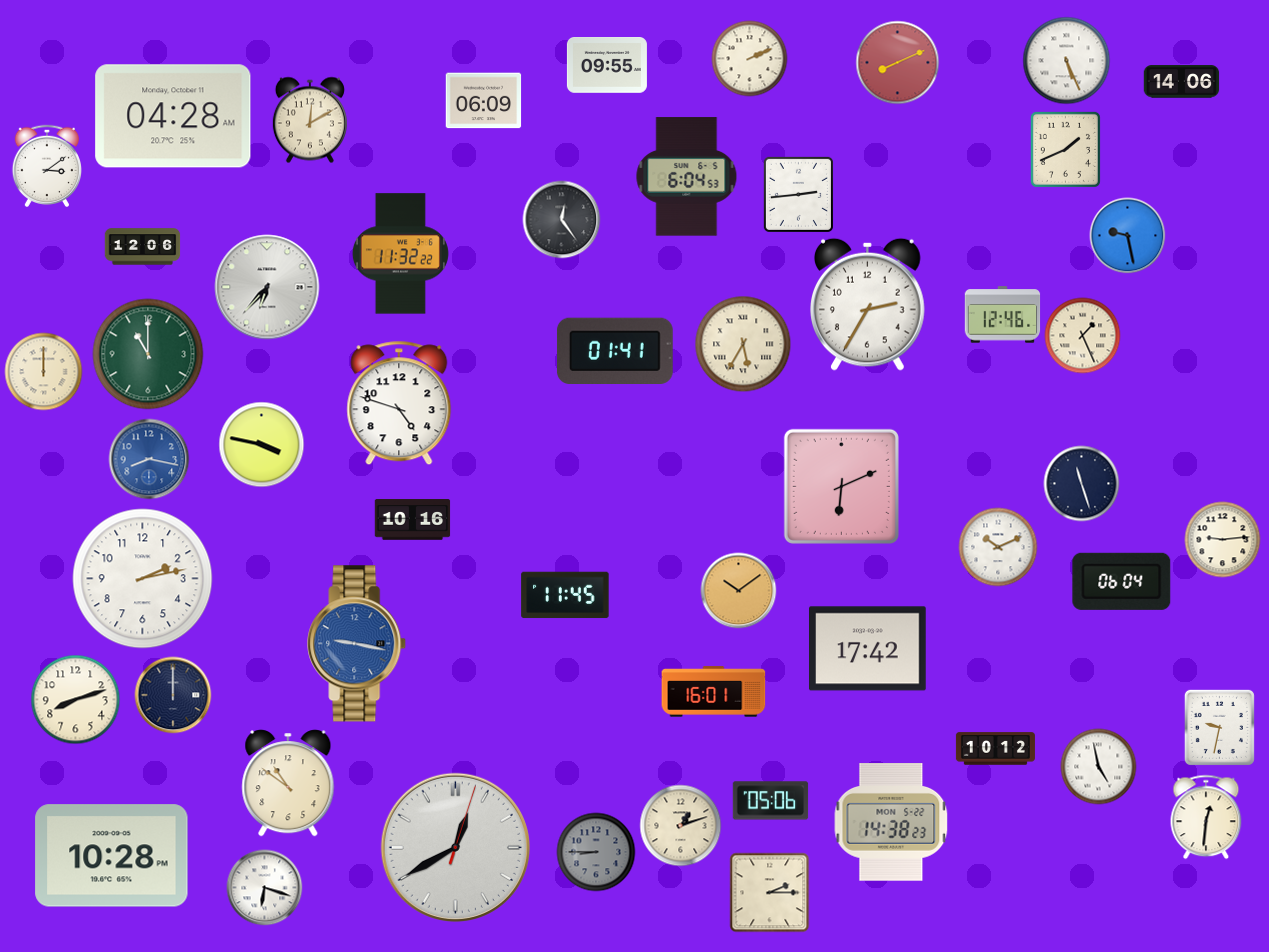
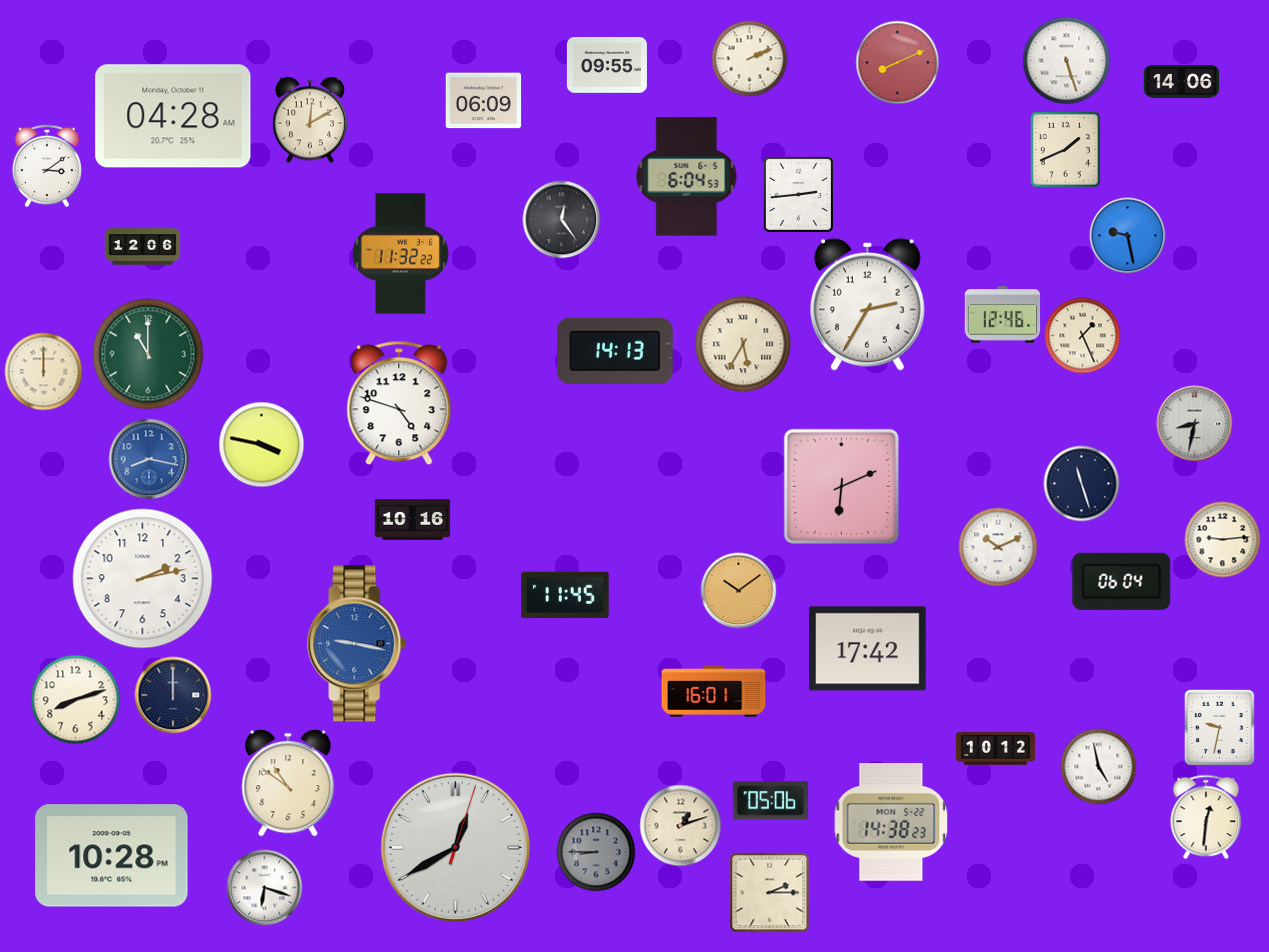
clock at (1067, 61): 5:26 -> 5:27
clock at (267, 287): 6:37 -> none
clock at (615, 350): 01:41 -> 14:13
clock at (1195, 424): none -> 8:32
